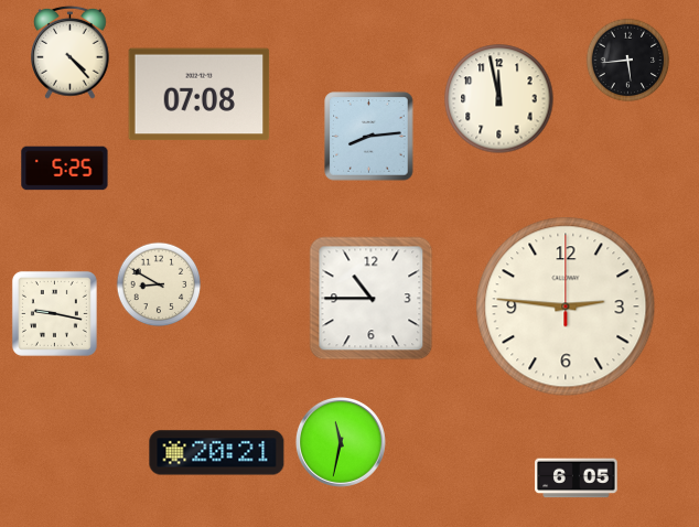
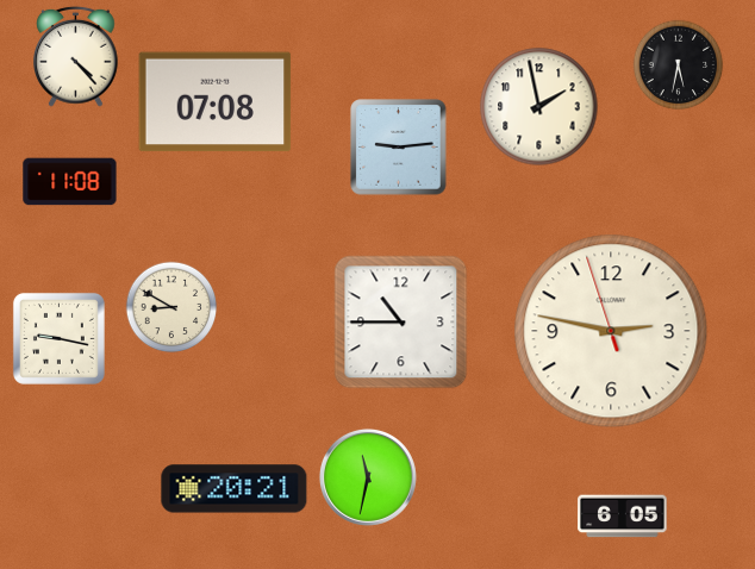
clock at (628, 61): 5:44 -> 5:32
clock at (499, 99): 11:58 -> 1:58
clock at (369, 137): 8:14 -> 9:14
clock at (65, 169): 5:25 -> 11:08
clock at (566, 306): 2:46:00 -> 2:46:57
